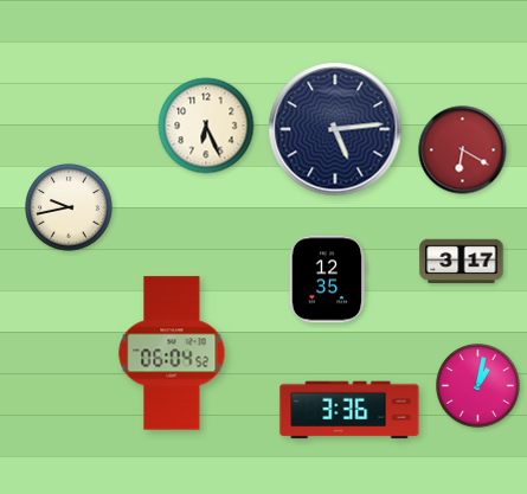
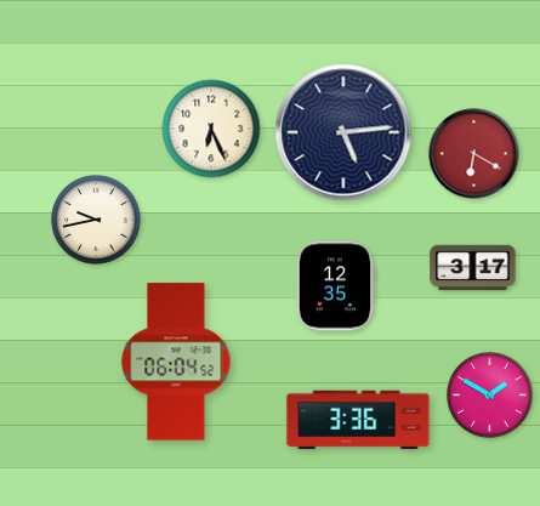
clock at (69, 207) position: (69, 207) -> (96, 220)
clock at (478, 386): 1:02 -> 1:50
